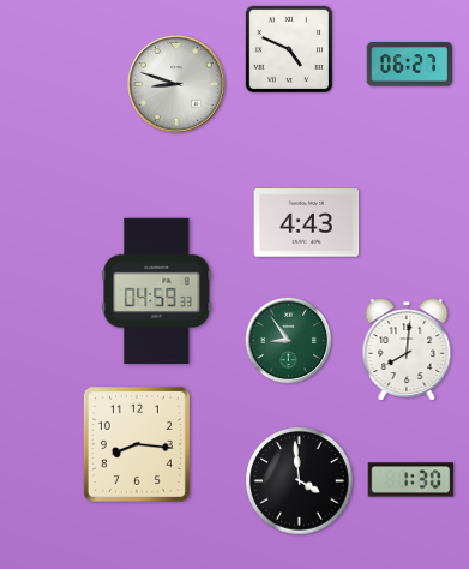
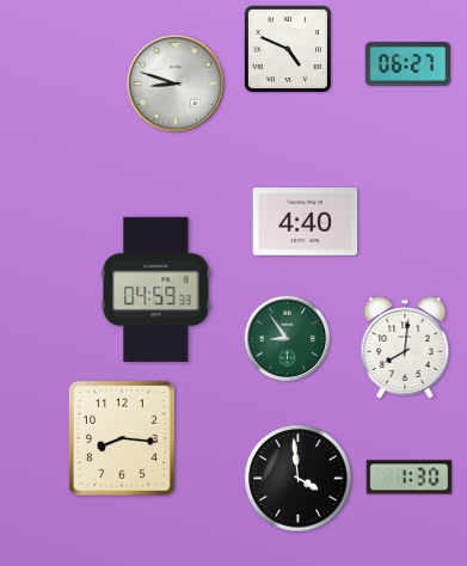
clock at (307, 223): 4:43 -> 4:40
clock at (137, 444) position: (137, 444) -> (122, 438)
